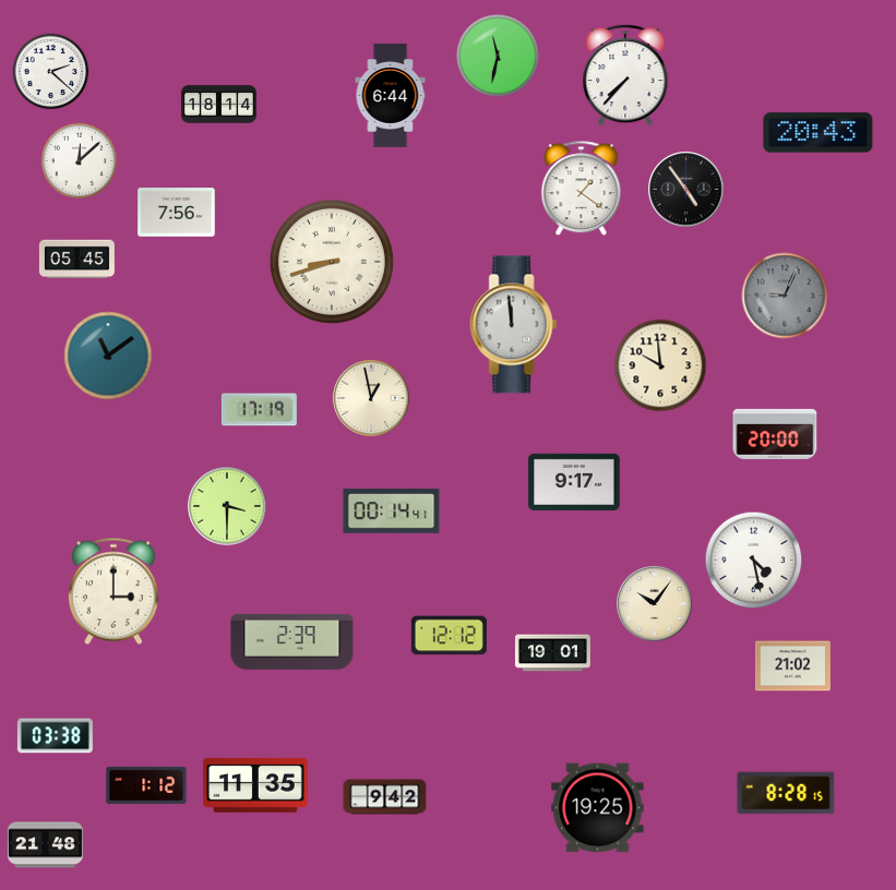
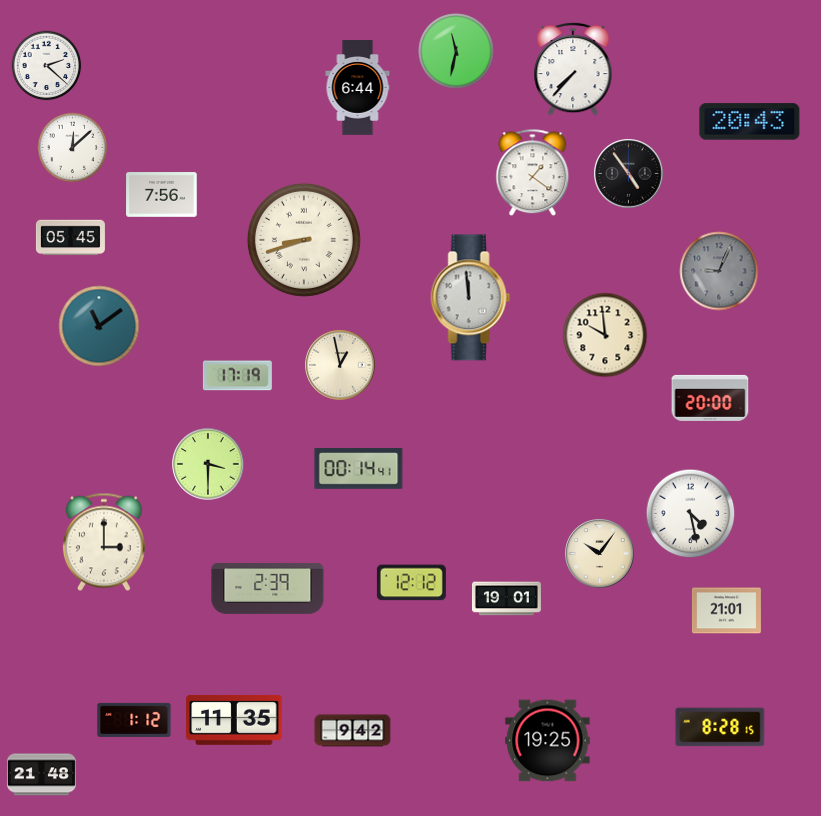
clock at (218, 105): 18:14 -> none
clock at (574, 482): 9:17 -> none
clock at (792, 666): 21:02 -> 21:01
clock at (55, 736): 03:38 -> none
